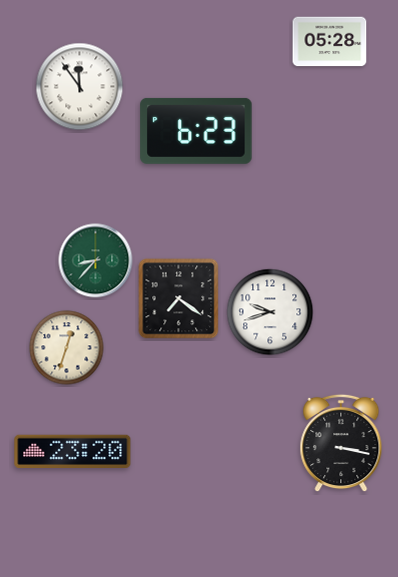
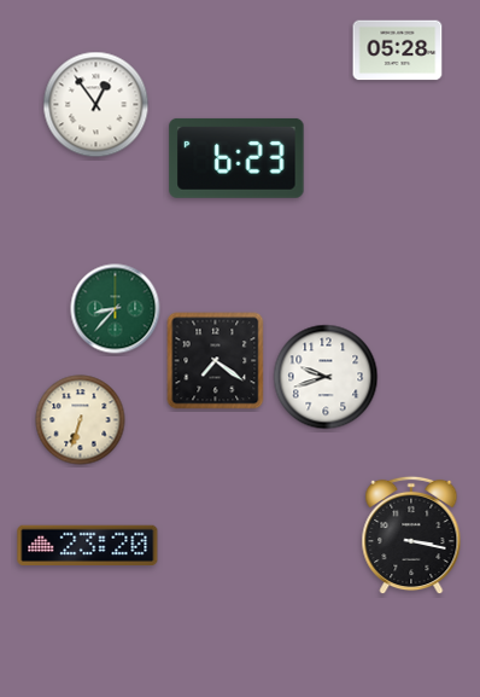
clock at (80, 87): 11:54 -> 12:54
clock at (96, 261) position: (96, 261) -> (116, 309)
clock at (67, 348): 12:33 -> 6:33
